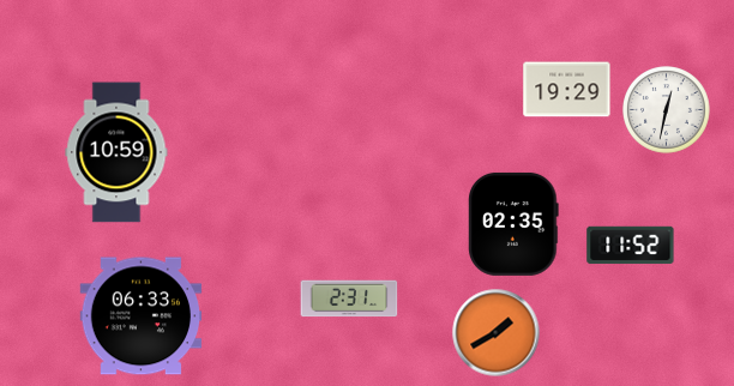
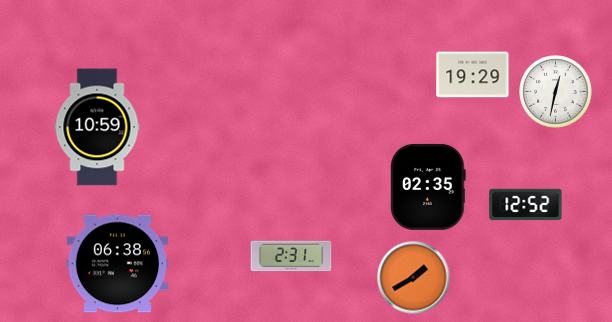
clock at (631, 246): 11:52 -> 12:52
clock at (349, 298) position: (349, 298) -> (291, 256)
clock at (142, 316): 06:33 -> 06:38
